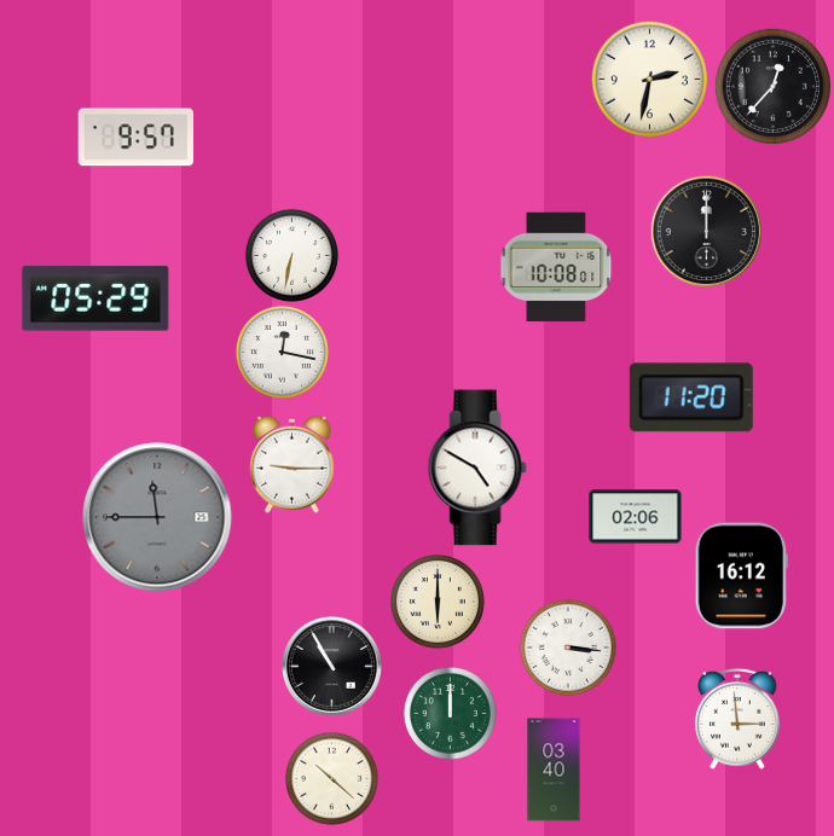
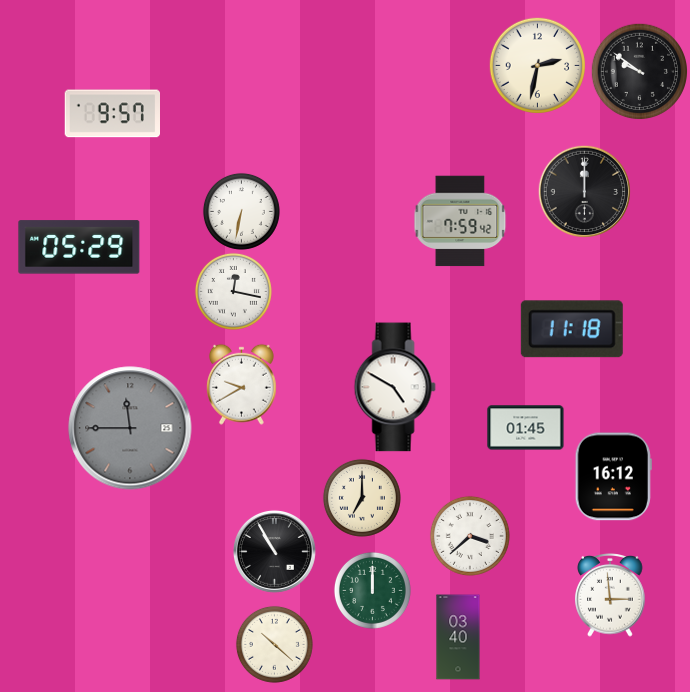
clock at (772, 86): 12:37 -> 9:51
clock at (556, 267): 10:08 -> 7:59
clock at (691, 397): 11:20 -> 11:18
clock at (291, 464): 9:15 -> 9:40
clock at (636, 517): 02:06 -> 01:45
clock at (438, 602): 6:00 -> 7:00
clock at (568, 648): 3:16 -> 3:38
